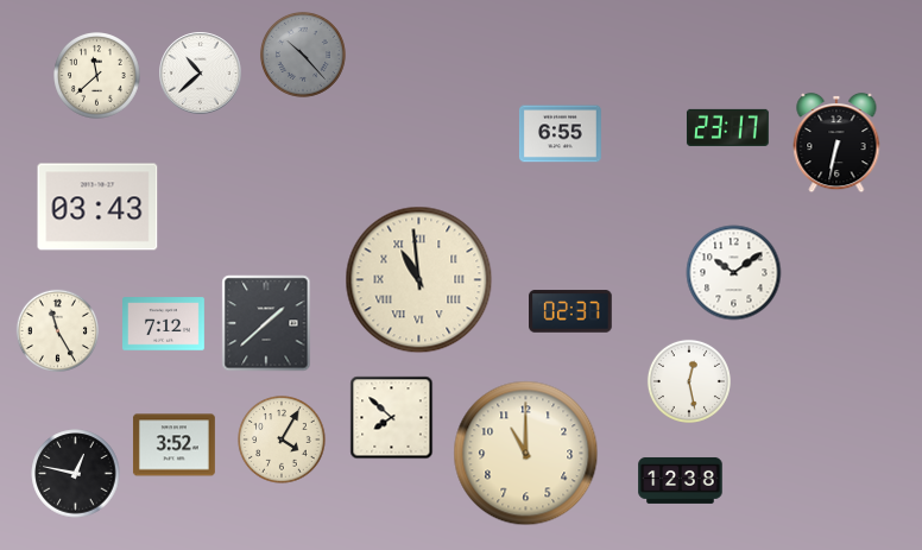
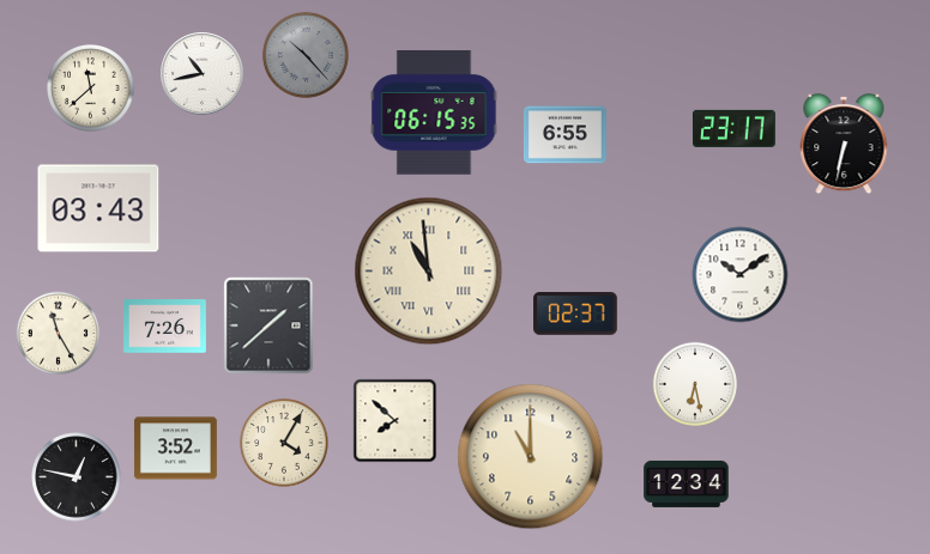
clock at (201, 74): 10:38 -> 10:43
clock at (97, 76) position: (97, 76) -> (91, 89)
clock at (434, 114): none -> 06:15
clock at (419, 280) position: (419, 280) -> (429, 272)
clock at (164, 324): 7:12 -> 7:26
clock at (689, 381): 12:28 -> 6:28
clock at (681, 480): 12:38 -> 12:34
